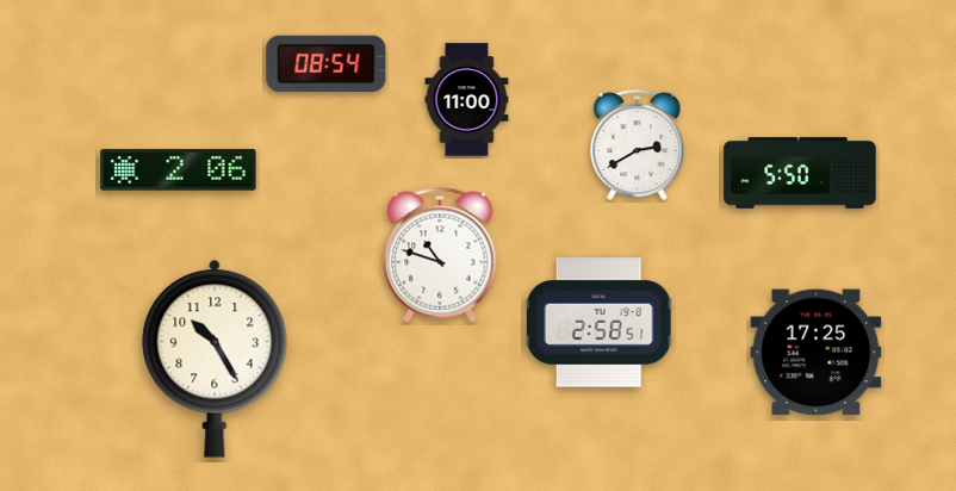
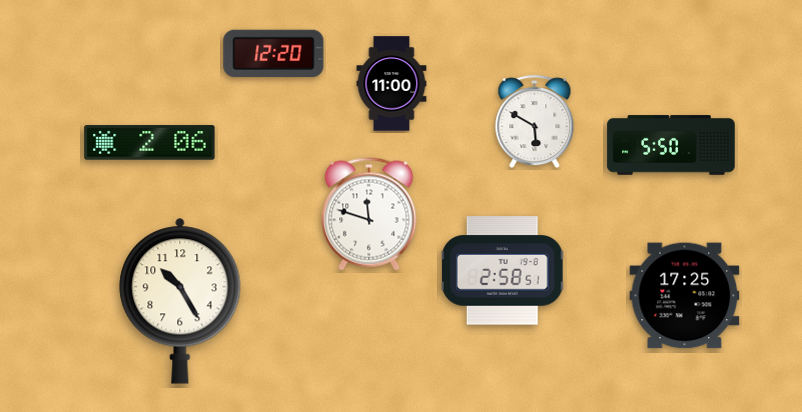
clock at (327, 63): 08:54 -> 12:20
clock at (638, 145): 2:40 -> 5:50
clock at (440, 255): 10:48 -> 11:48
